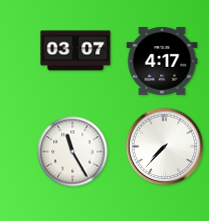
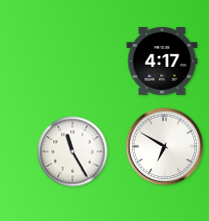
clock at (76, 51): 03:07 -> none
clock at (165, 147): 7:37 -> 6:50
